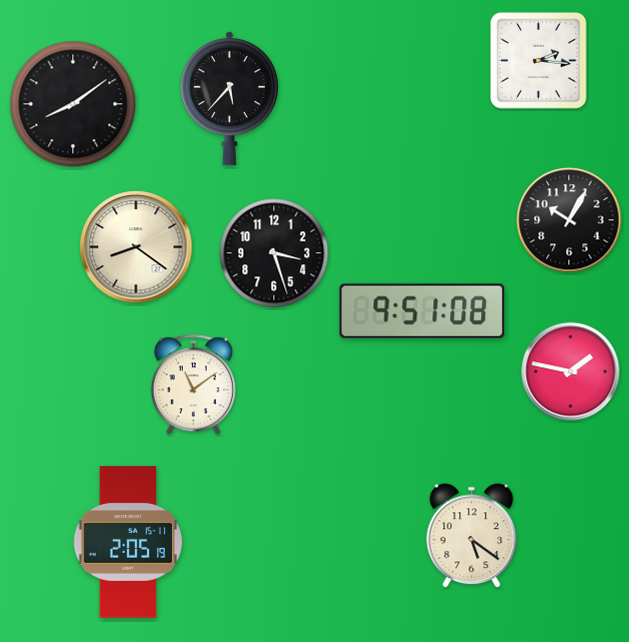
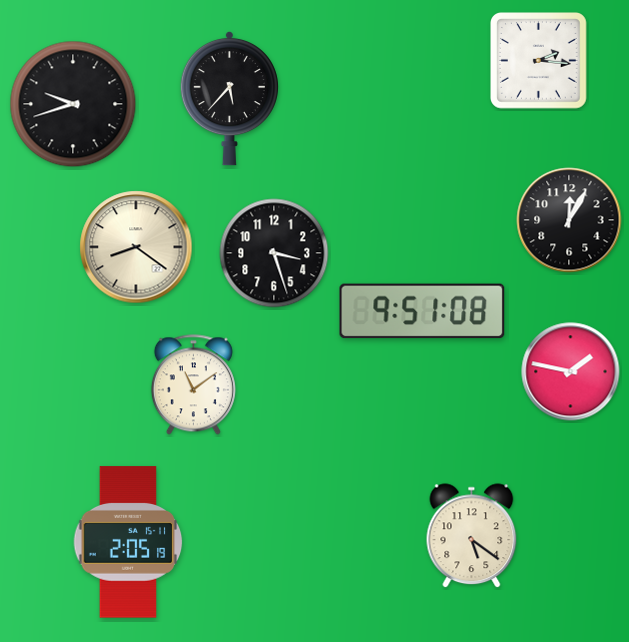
clock at (73, 104): 8:09 -> 9:42
clock at (569, 220): 10:05 -> 12:05
